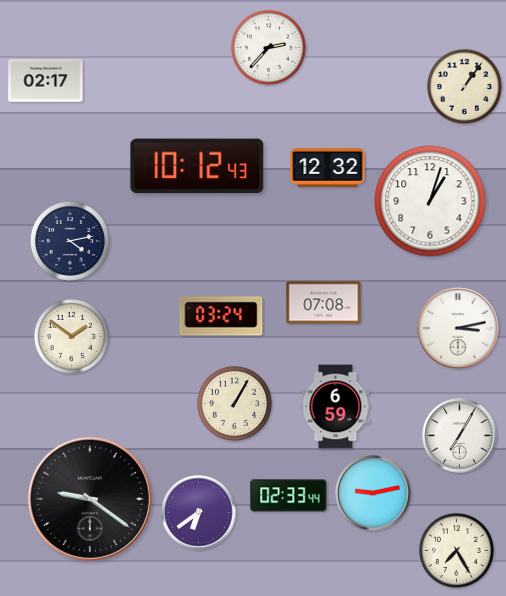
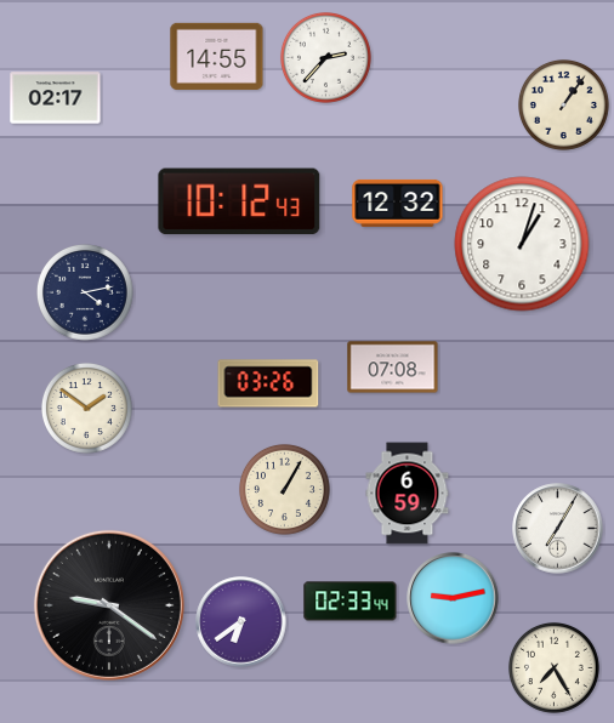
clock at (217, 56): none -> 14:55
clock at (221, 316): 03:24 -> 03:26
clock at (458, 328): 3:13 -> none
